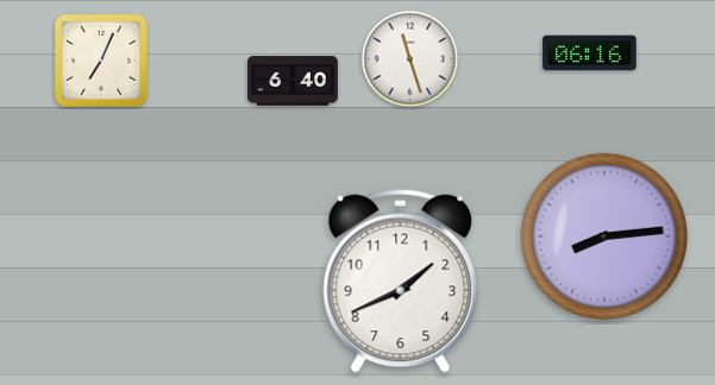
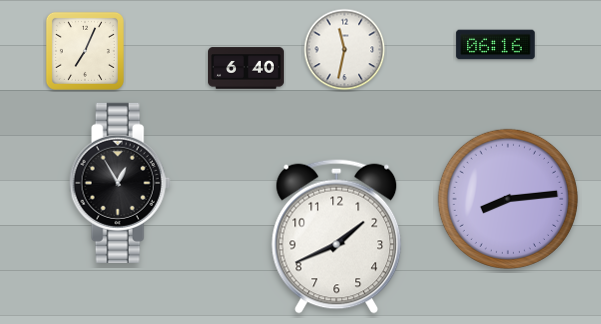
clock at (410, 59): 11:27 -> 11:32
clock at (120, 183): none -> 12:55
